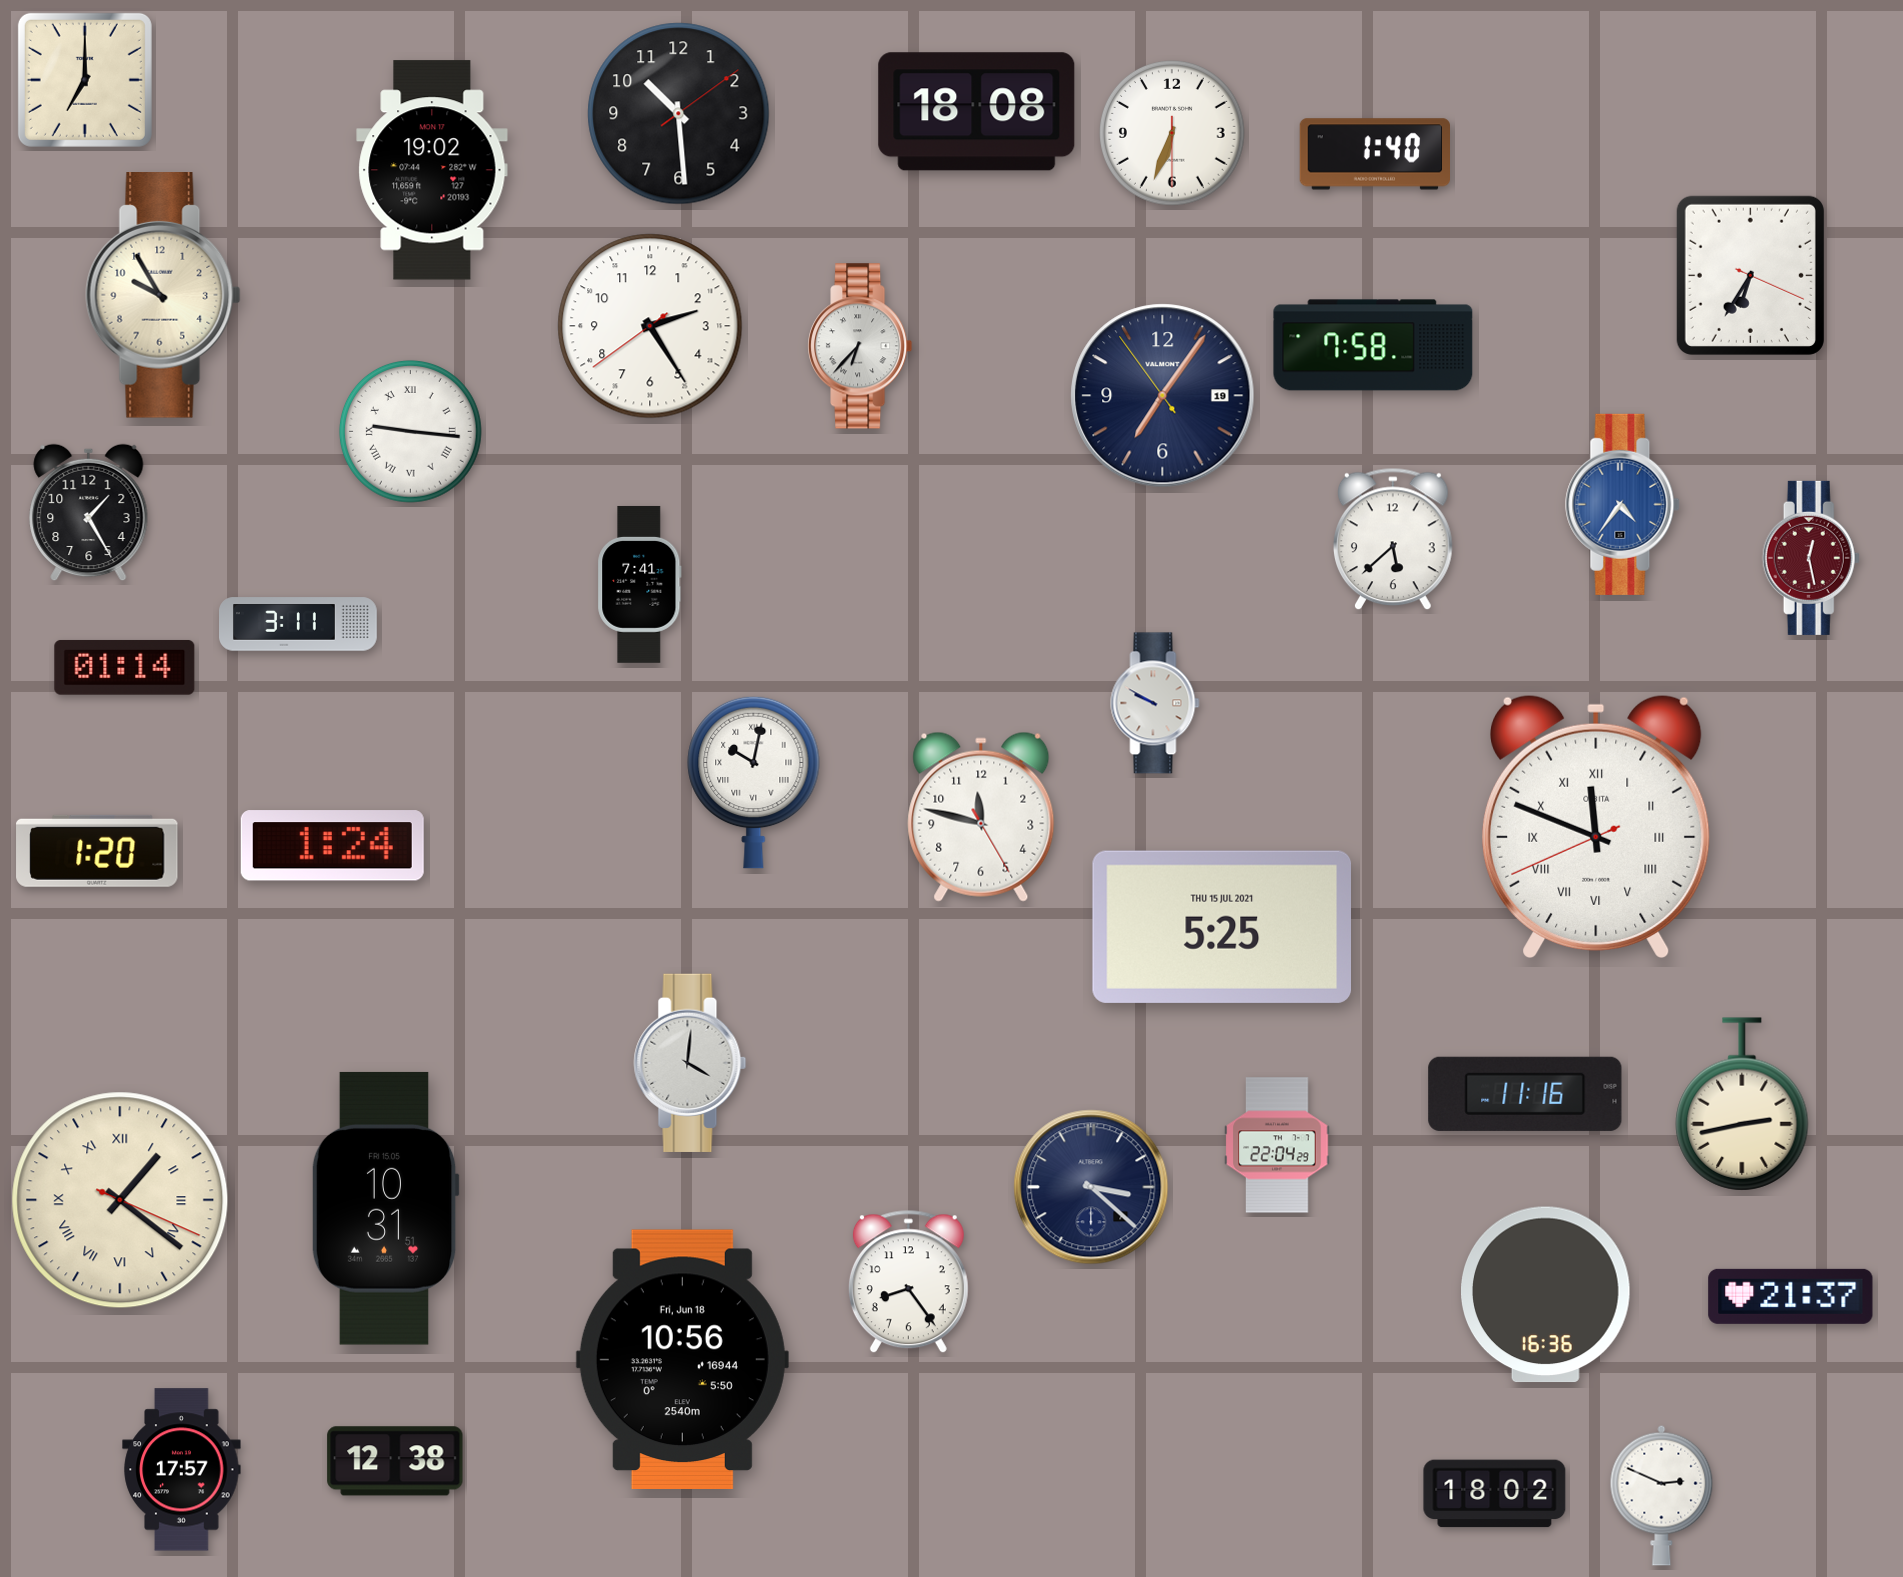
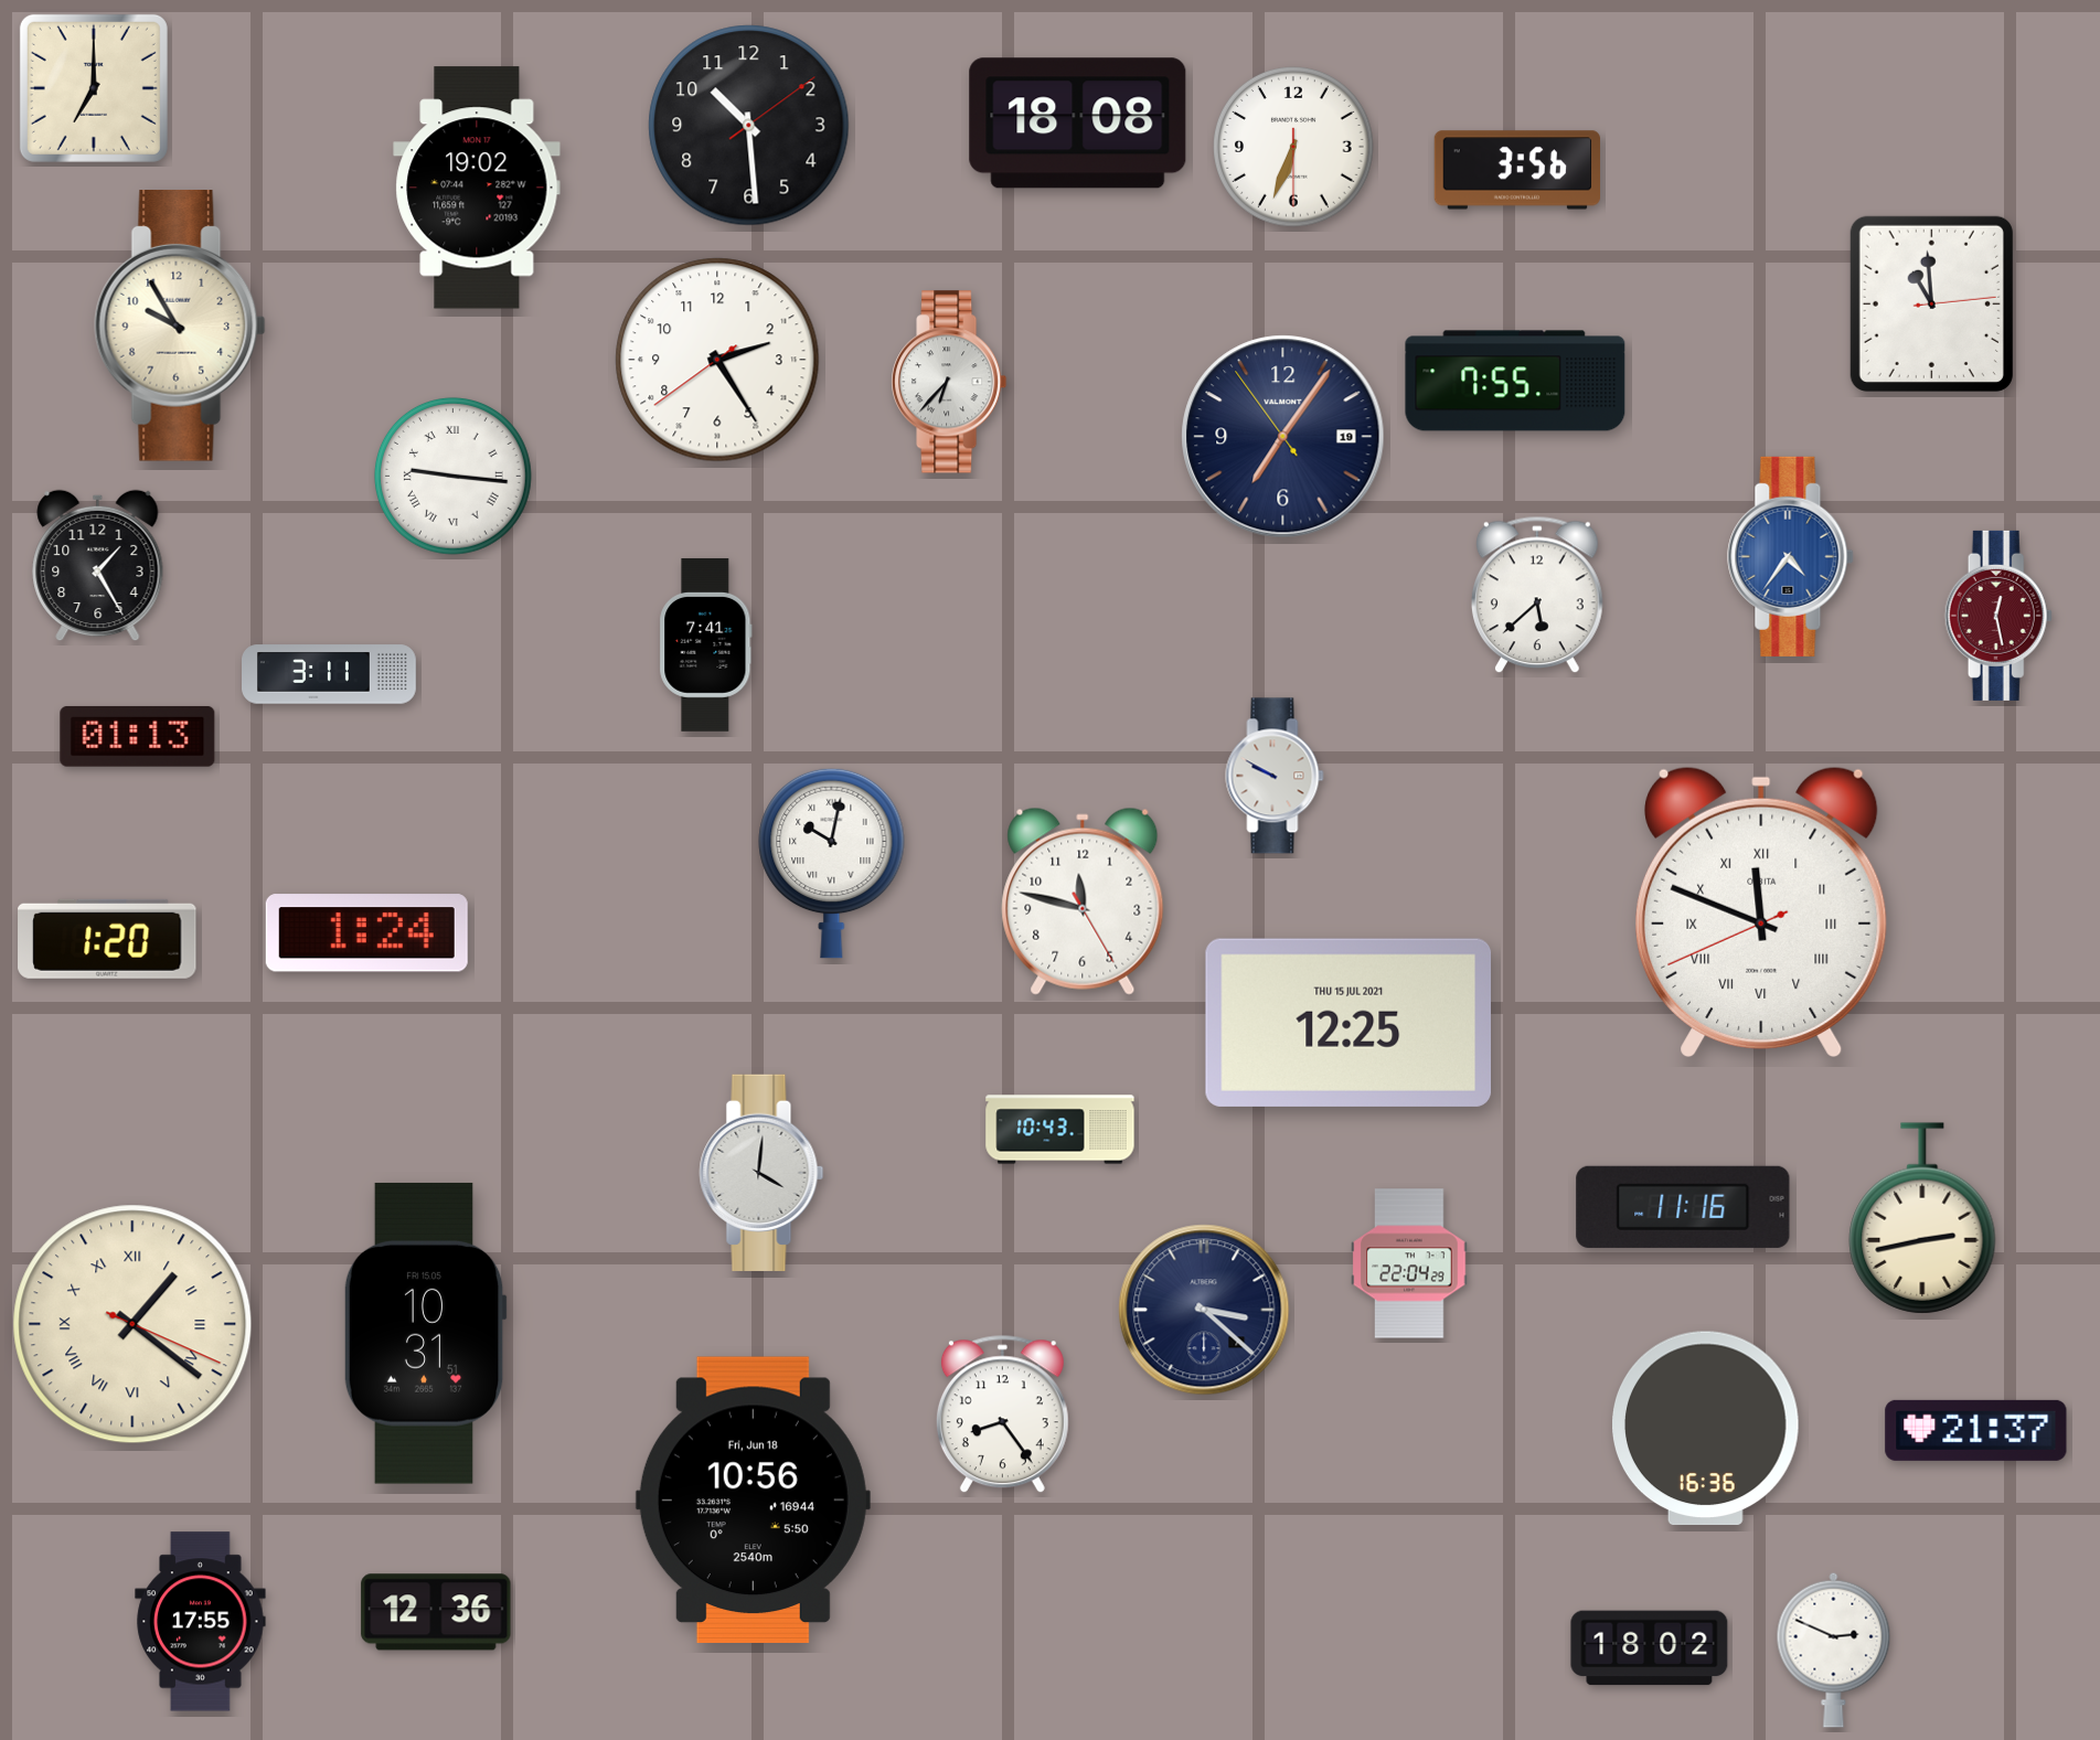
clock at (1374, 154): 1:40 -> 3:56
clock at (1750, 275): 6:35 -> 10:59
clock at (1373, 345): 7:58 -> 7:55
clock at (299, 624) position: (299, 624) -> (330, 674)
clock at (125, 667): 01:14 -> 01:13
clock at (1221, 927): 5:25 -> 12:25
clock at (1060, 1130): none -> 10:43
clock at (395, 1461): 12:38 -> 12:36
clock at (182, 1470): 17:57 -> 17:55
